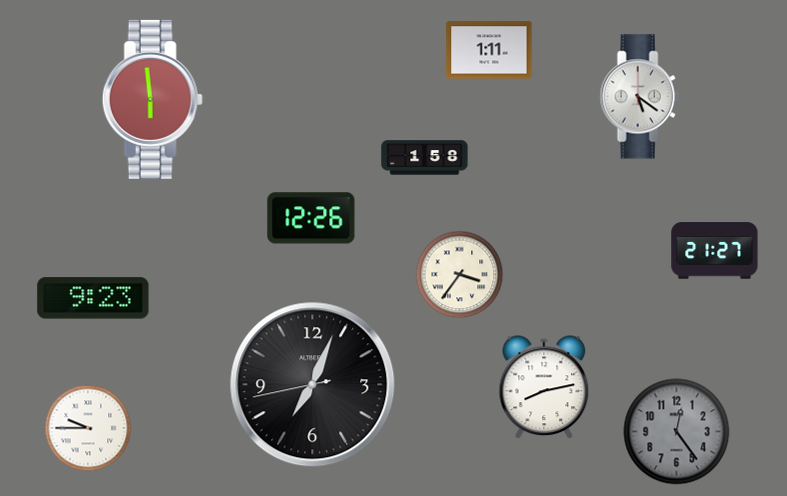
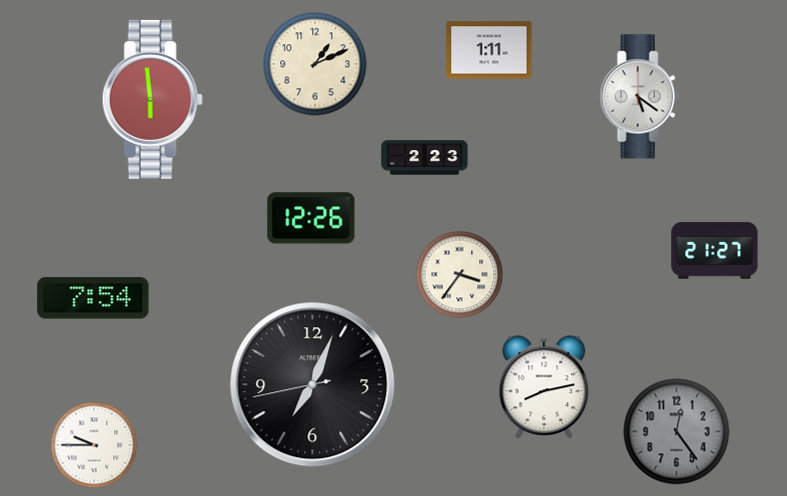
clock at (315, 64): none -> 1:11
clock at (425, 158): 1:58 -> 2:23
clock at (93, 298): 9:23 -> 7:54
clock at (88, 428) position: (88, 428) -> (94, 445)
